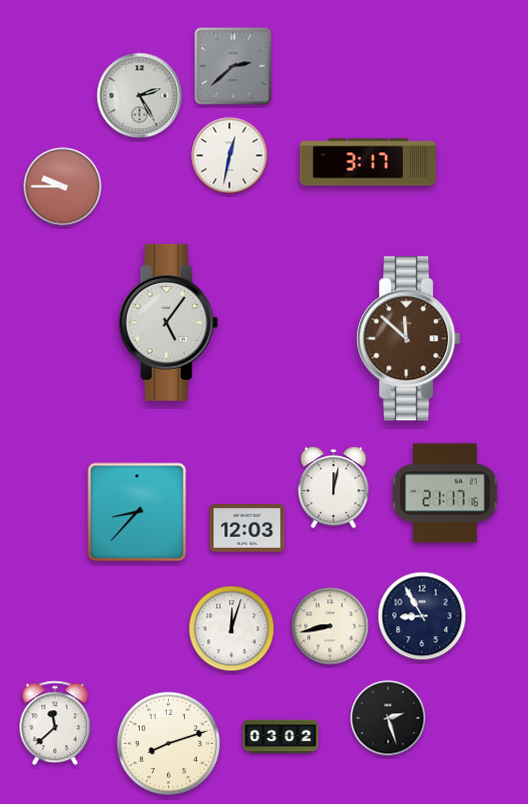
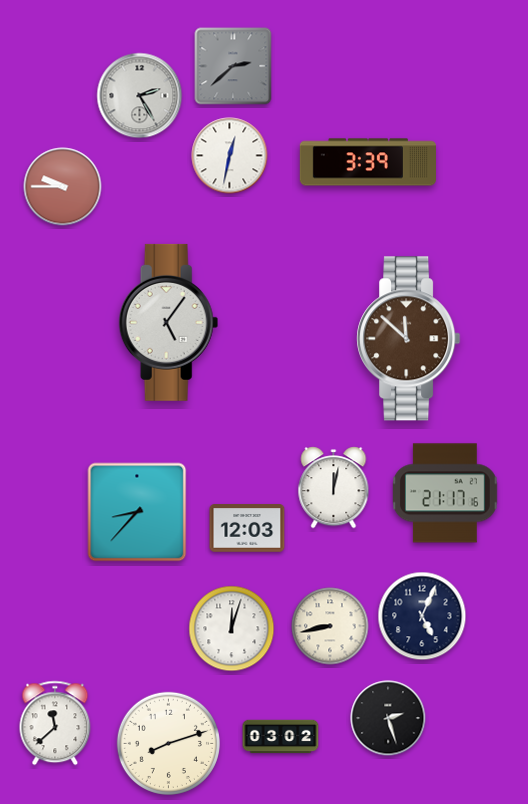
clock at (368, 162): 3:17 -> 3:39
clock at (422, 616): 8:55 -> 5:04
